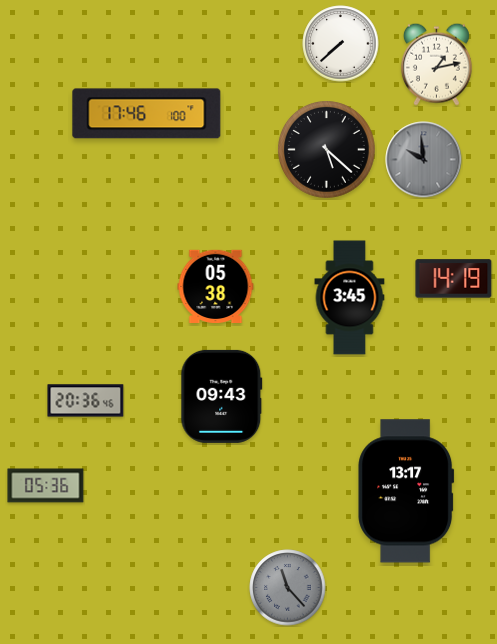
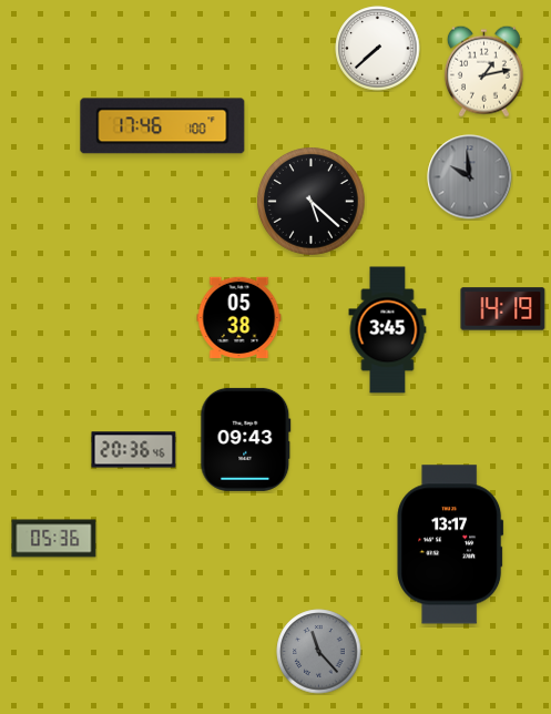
clock at (327, 150) position: (327, 150) -> (312, 202)
clock at (86, 401) position: (86, 401) -> (134, 450)
clock at (46, 486) position: (46, 486) -> (54, 539)
